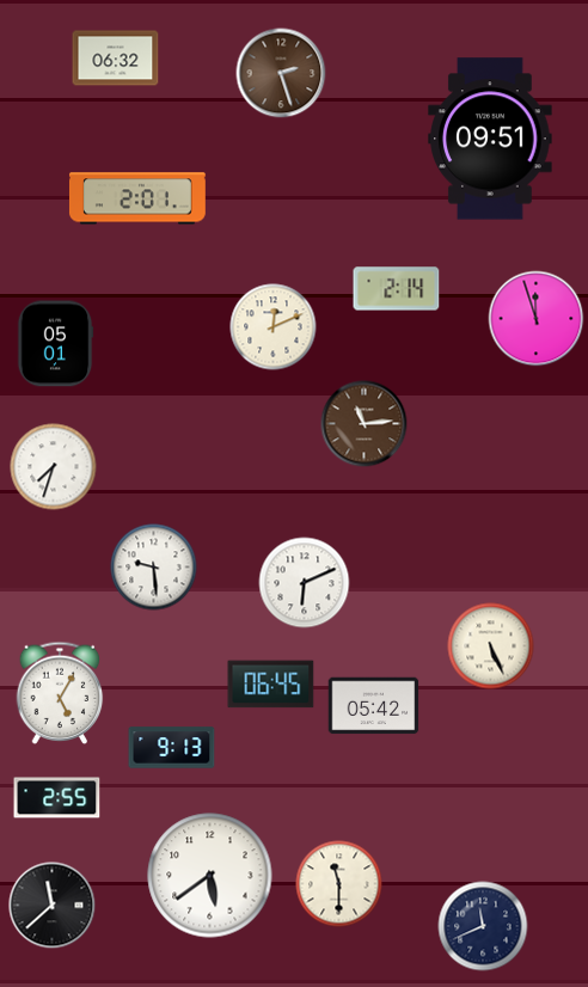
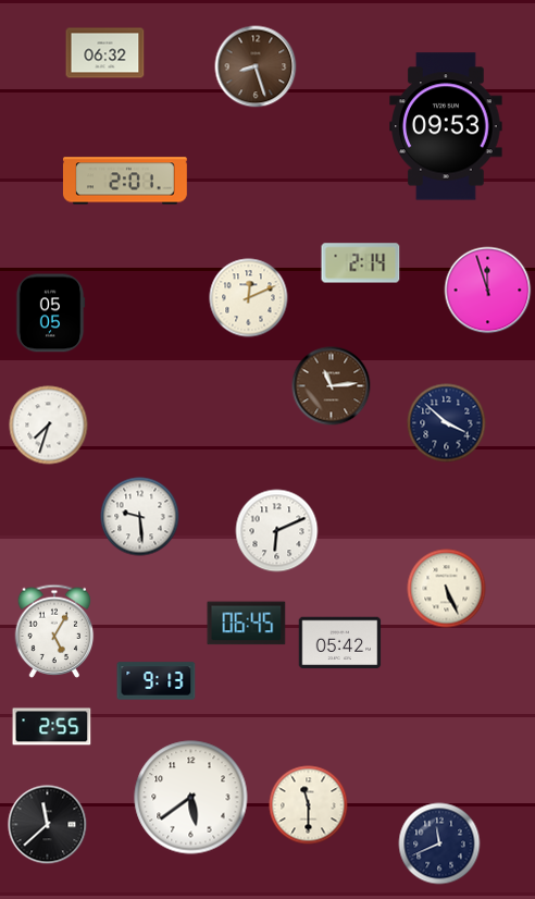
clock at (281, 73): 2:27 -> 8:27
clock at (490, 139): 09:51 -> 09:53
clock at (55, 344): 05:01 -> 05:05
clock at (447, 423): none -> 3:52
